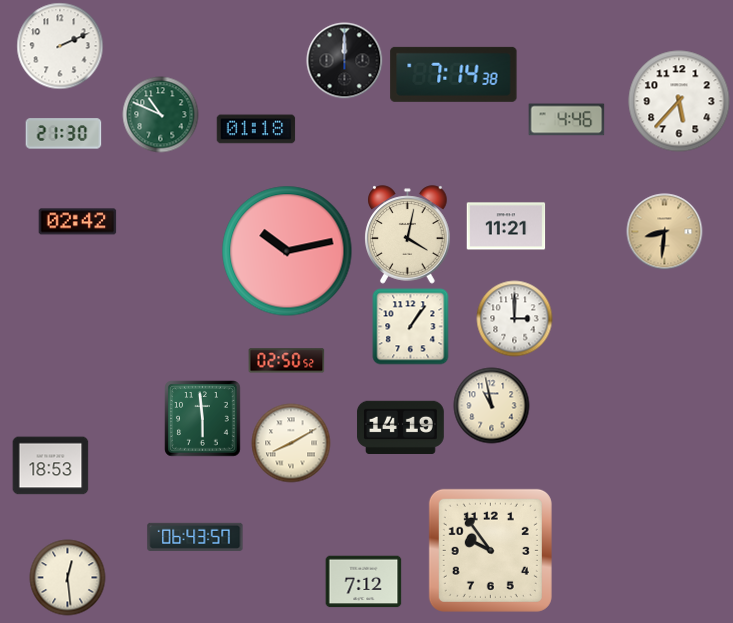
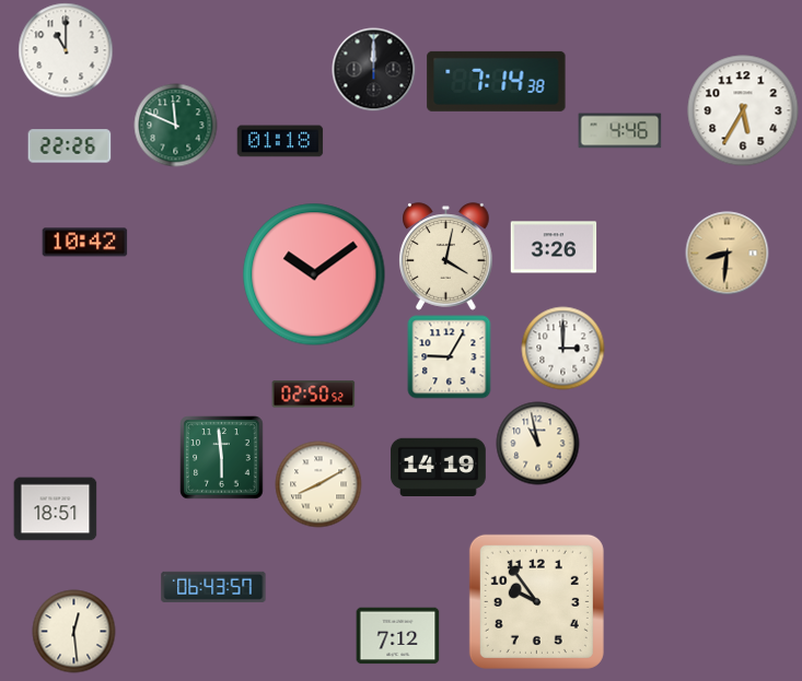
clock at (60, 46): 2:11 -> 11:00
clock at (345, 61) position: (345, 61) -> (374, 70)
clock at (679, 101): 5:37 -> 5:35
clock at (161, 115): 10:49 -> 11:49
clock at (64, 134): 21:30 -> 22:26
clock at (78, 222): 02:42 -> 10:42
clock at (506, 226): 11:21 -> 3:26
clock at (287, 251): 10:13 -> 10:09
clock at (411, 327): 1:06 -> 9:05
clock at (51, 466): 18:53 -> 18:51
